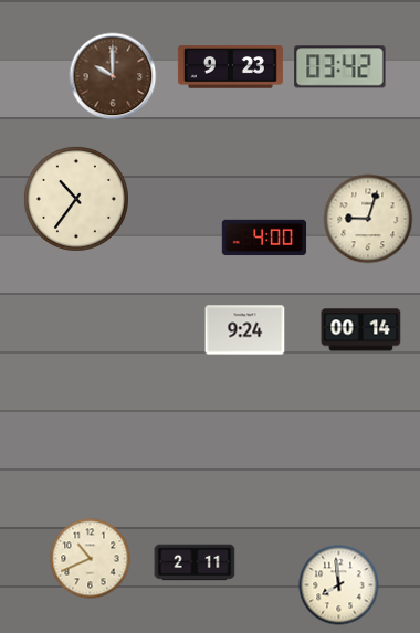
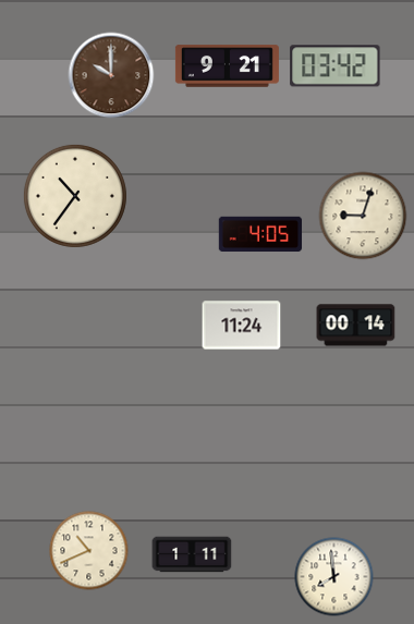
clock at (230, 67): 9:23 -> 9:21
clock at (264, 238): 4:00 -> 4:05
clock at (245, 330): 9:24 -> 11:24
clock at (195, 562): 2:11 -> 1:11
